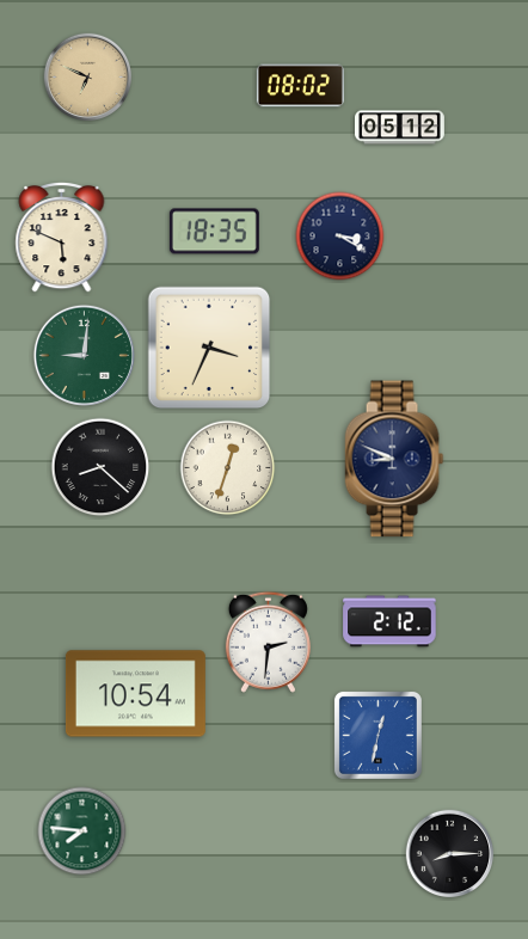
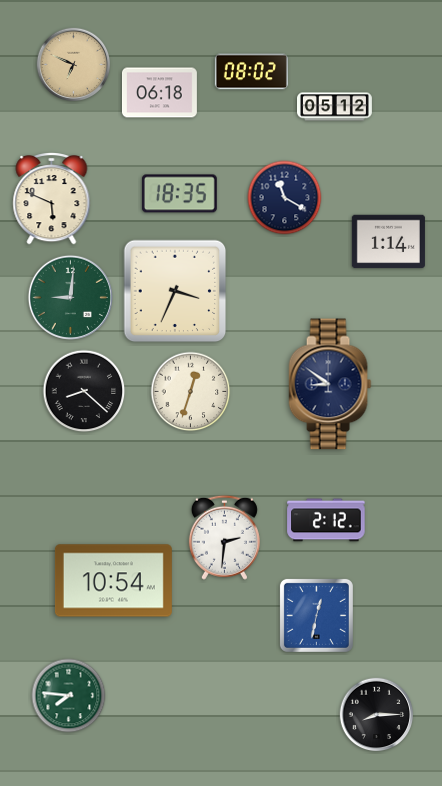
clock at (159, 93): none -> 06:18
clock at (340, 237): 3:20 -> 11:20
clock at (388, 242): none -> 1:14
clock at (394, 459): 8:49 -> 8:51
